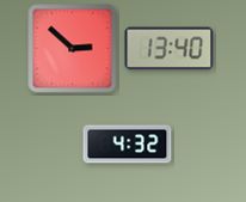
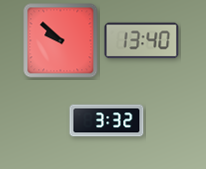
clock at (73, 49): 2:52 -> 9:52
clock at (128, 145): 4:32 -> 3:32
